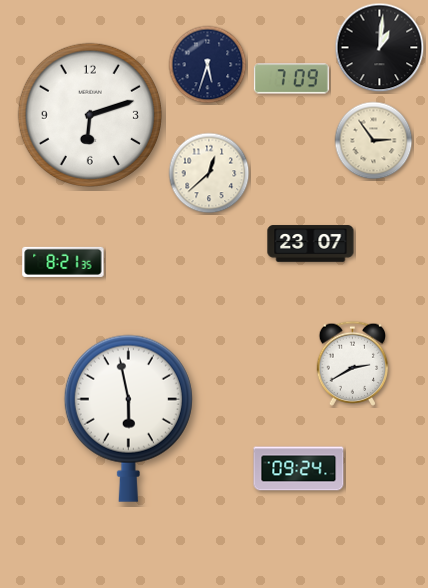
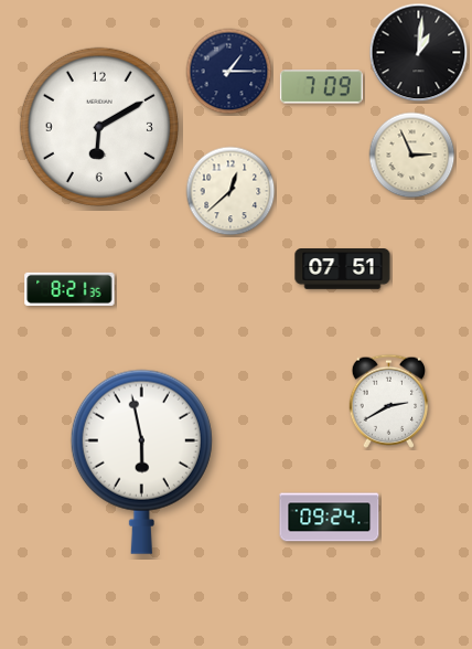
clock at (208, 65): 5:33 -> 1:15
clock at (90, 115): 6:12 -> 6:10
clock at (374, 141): 2:54 -> 2:56
clock at (311, 244): 23:07 -> 07:51
